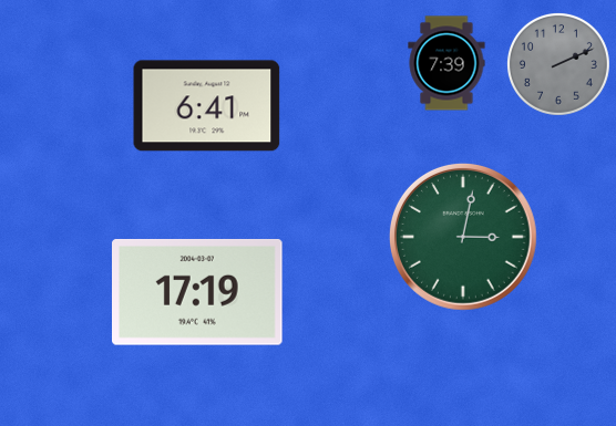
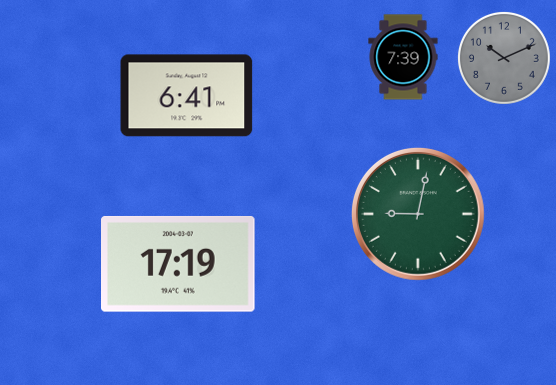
clock at (558, 64): 2:11 -> 10:11
clock at (463, 237): 3:02 -> 9:02
